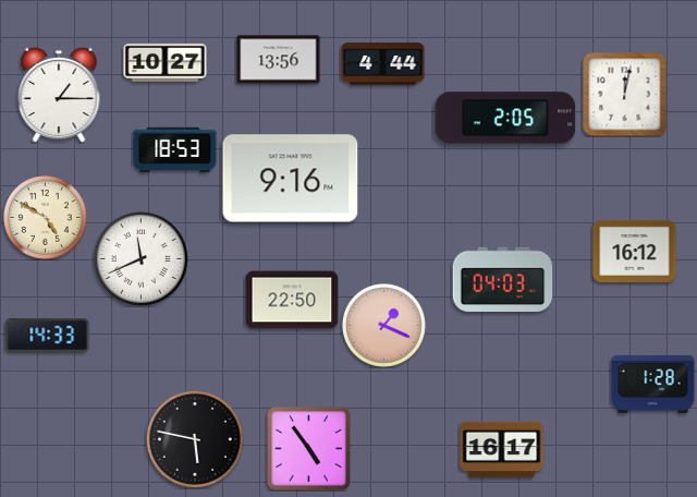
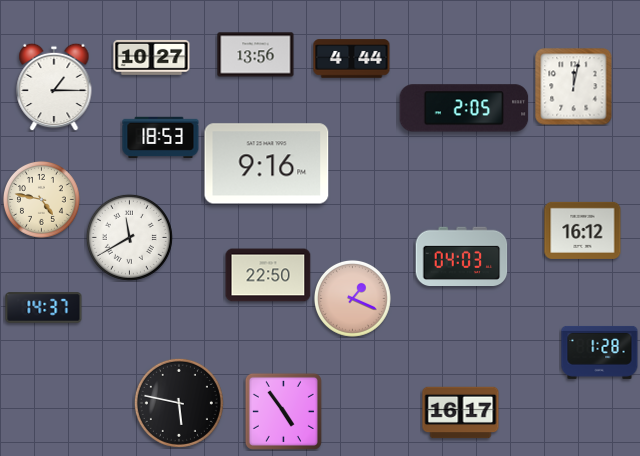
clock at (45, 217): 4:50 -> 4:47
clock at (140, 258): 11:41 -> 11:40
clock at (48, 336): 14:33 -> 14:37
